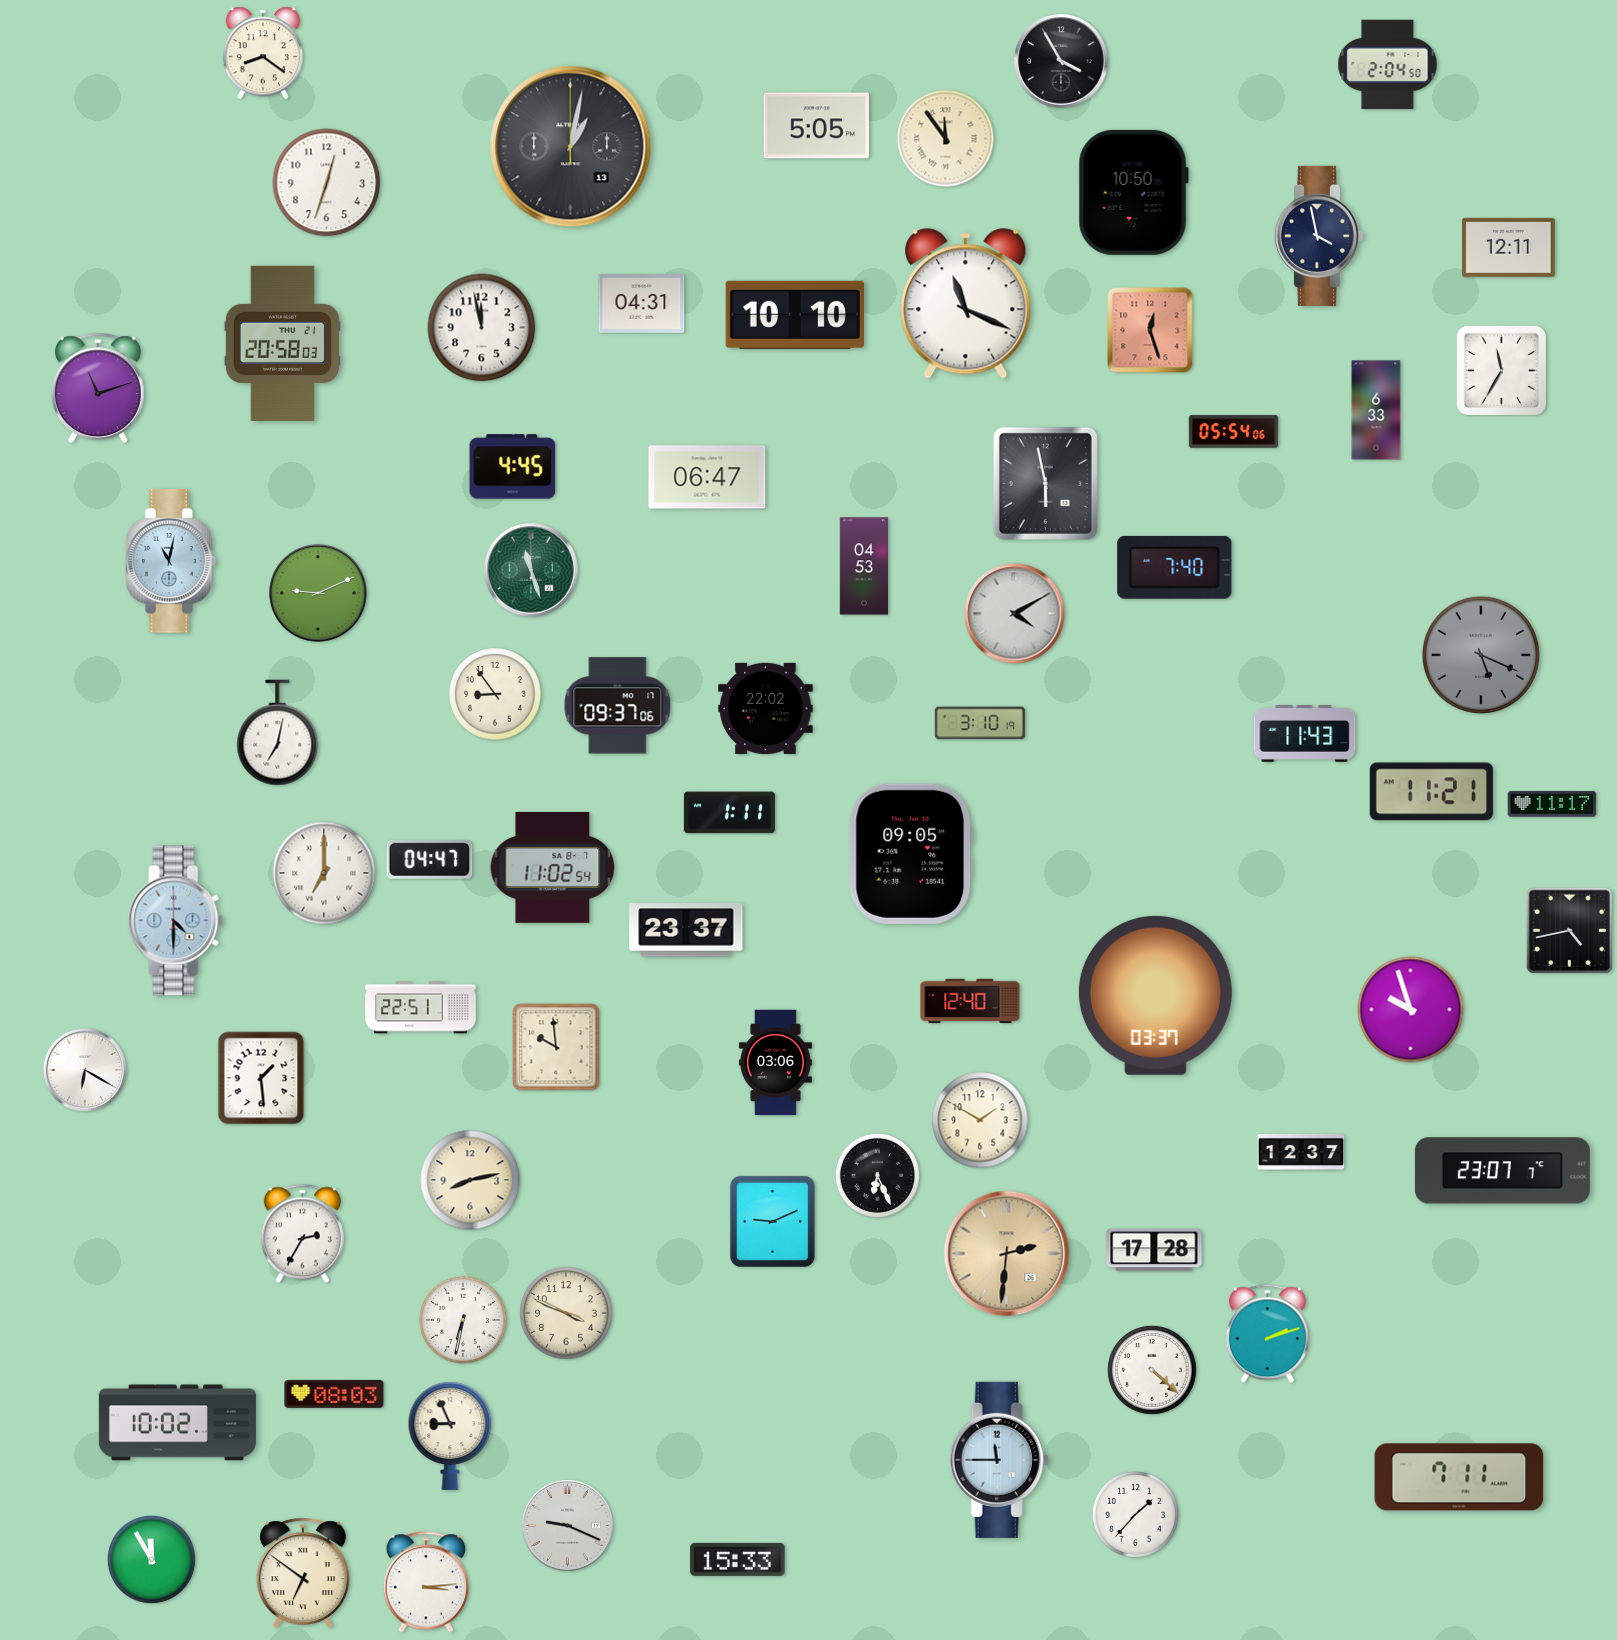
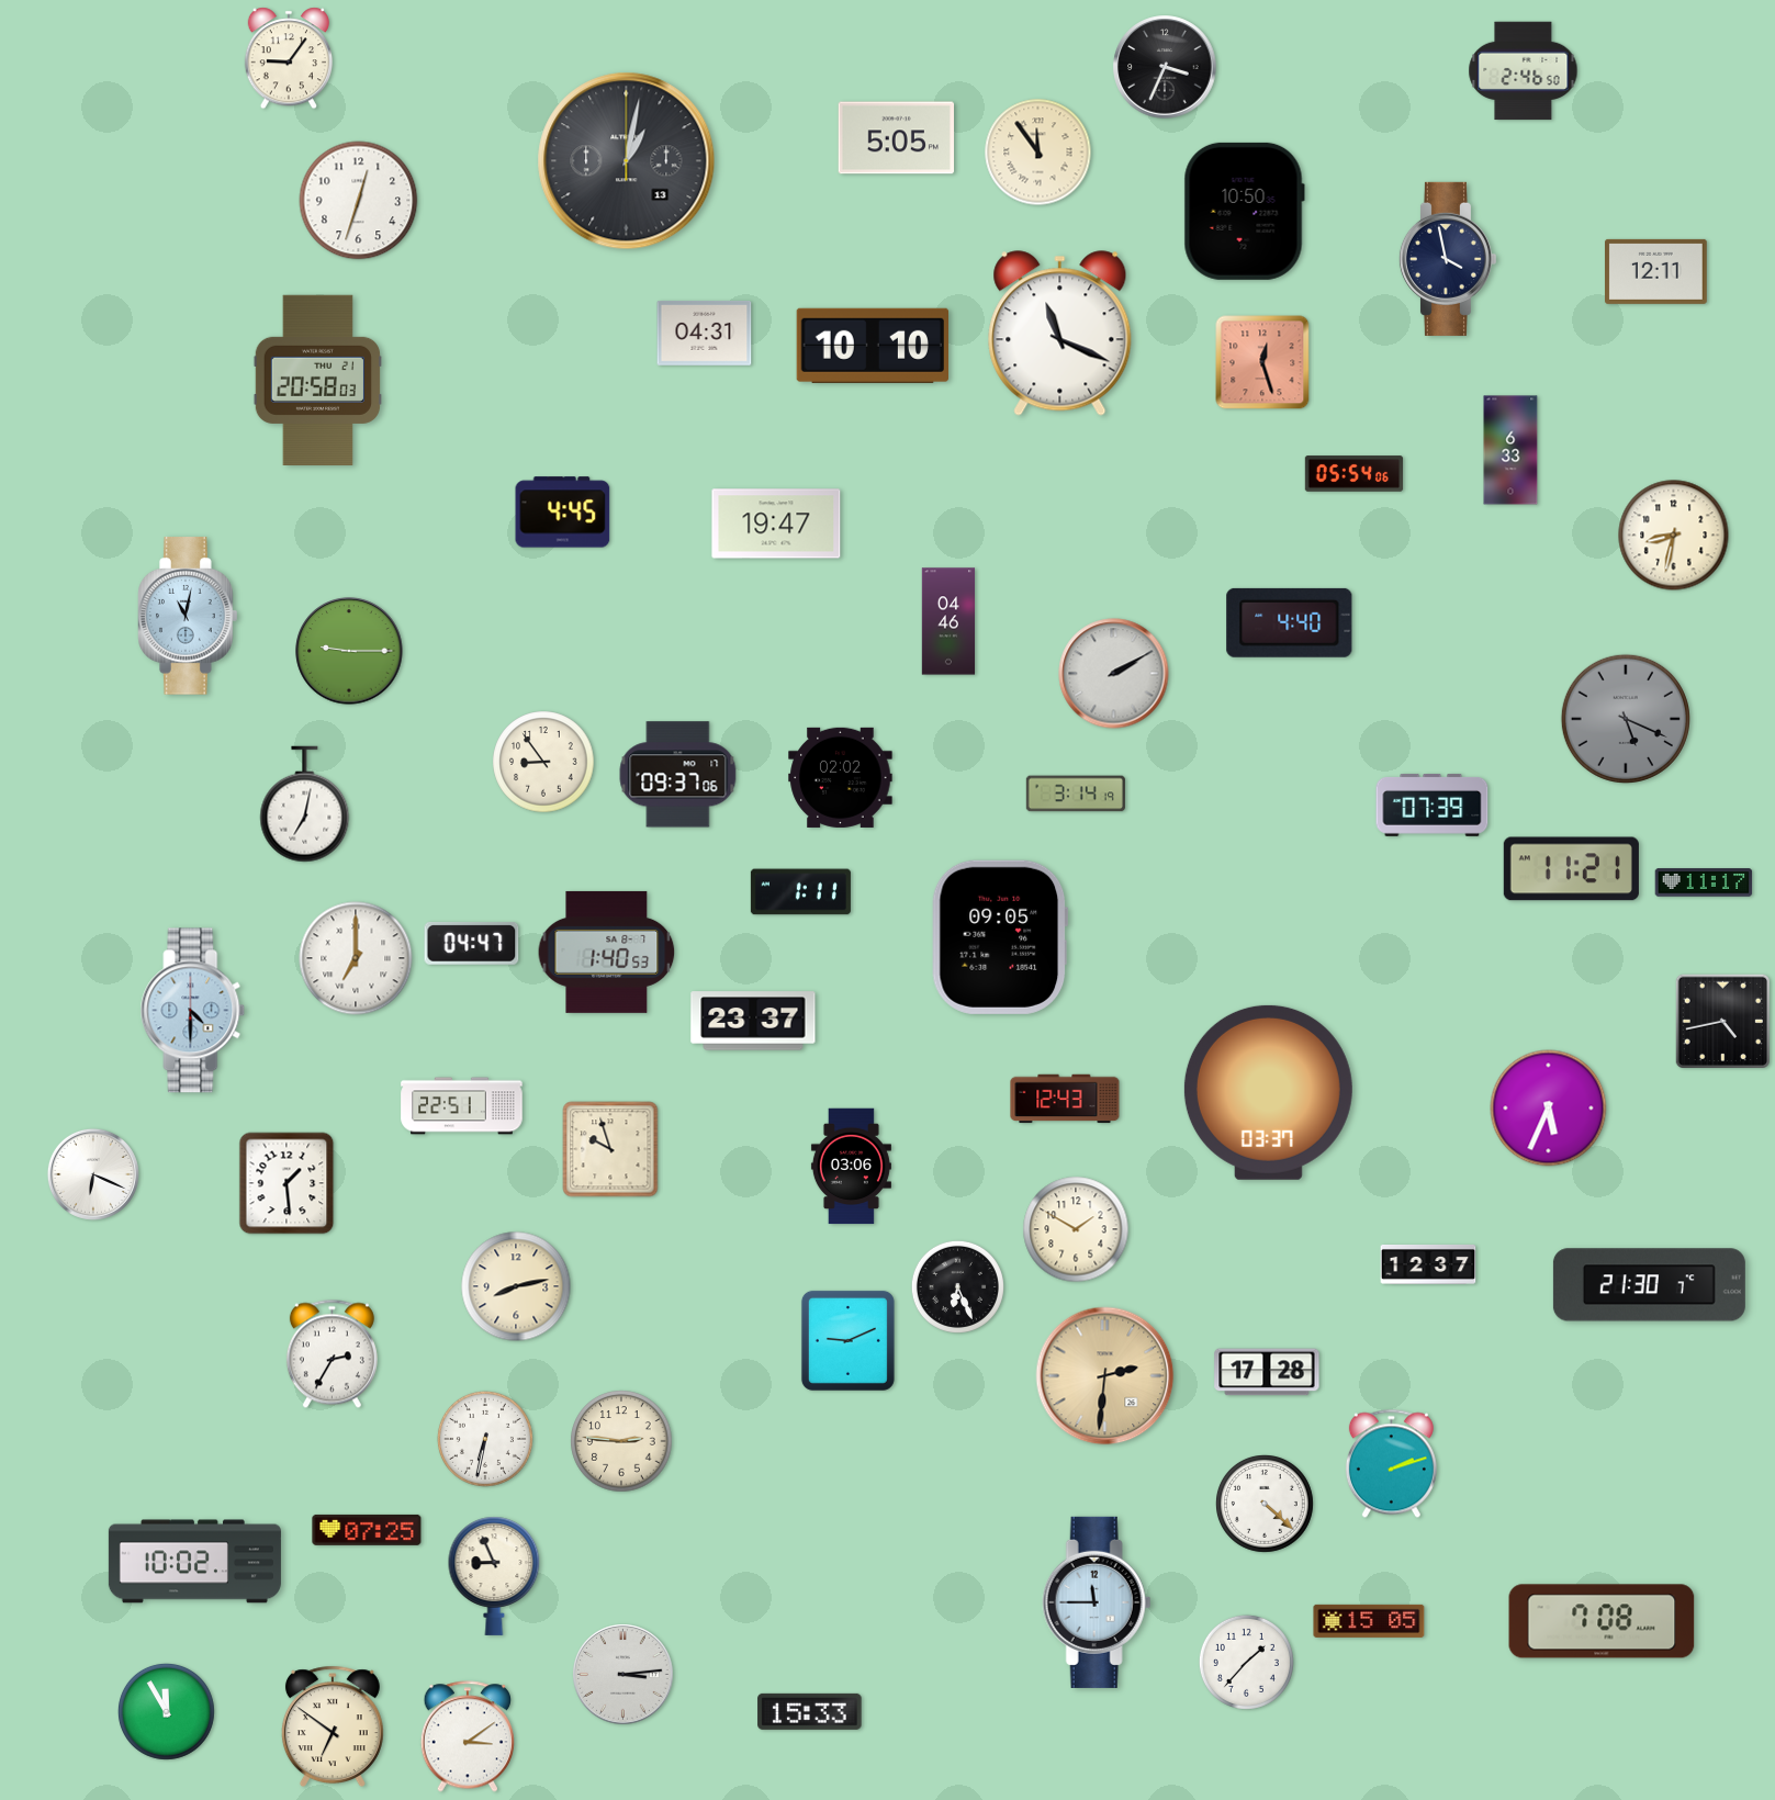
clock at (262, 53): 8:21 -> 9:06
clock at (1061, 61): 3:55 -> 3:34
clock at (1388, 65): 2:04 -> 2:46
clock at (482, 328): 11:58 -> none
clock at (282, 343) position: (282, 343) -> (317, 380)
clock at (1501, 370): 11:35 -> none
clock at (98, 388): 11:12 -> none
clock at (707, 477): 06:47 -> 19:47
clock at (1045, 483): 5:58 -> none
clock at (1674, 536): none -> 8:32
clock at (864, 566): 04:53 -> 04:46
clock at (1175, 567): 7:40 -> 4:40
clock at (531, 570): 11:27 -> none
clock at (318, 593): 9:11 -> 9:15
clock at (1015, 614): 4:10 -> 2:10
clock at (766, 708): 22:02 -> 02:02
clock at (980, 723): 3:10 -> 3:14
clock at (1305, 733): 11:43 -> 07:39
clock at (553, 867): 11:02 -> 1:40
clock at (970, 1001): 12:40 -> 12:43
clock at (1411, 1010): 9:57 -> 5:34
clock at (556, 1047): 9:59 -> 9:57
clock at (85, 1070): 6:20 -> 6:19
clock at (1502, 1171): 23:07 -> 21:30
clock at (877, 1175) position: (877, 1175) -> (957, 1286)
clock at (470, 1180) position: (470, 1180) -> (516, 1286)
clock at (566, 1313): 3:49 -> 2:46
clock at (463, 1320) position: (463, 1320) -> (485, 1439)
clock at (334, 1394): 08:03 -> 07:25
clock at (1369, 1621): none -> 15:05
clock at (1459, 1477): 7:11 -> 7:08
clock at (568, 1526): 9:19 -> 3:14
clock at (426, 1582): 3:14 -> 3:09
